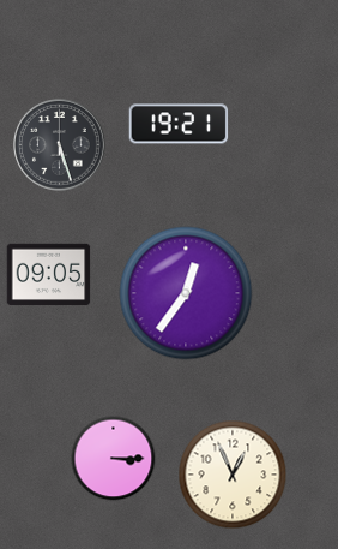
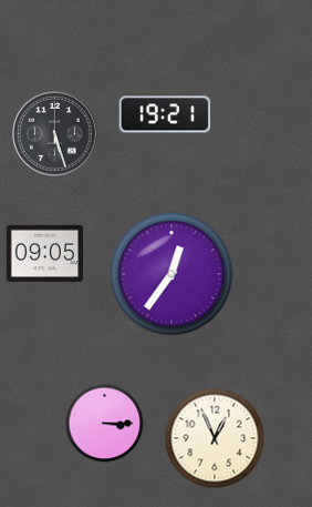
clock at (186, 293) position: (186, 293) -> (171, 274)
